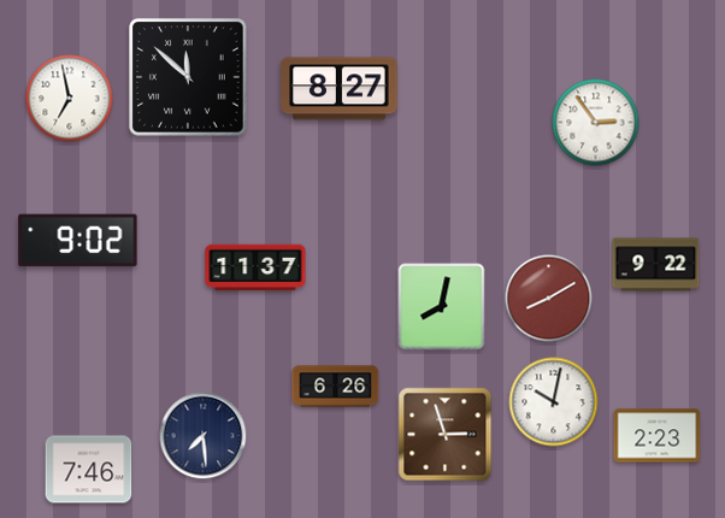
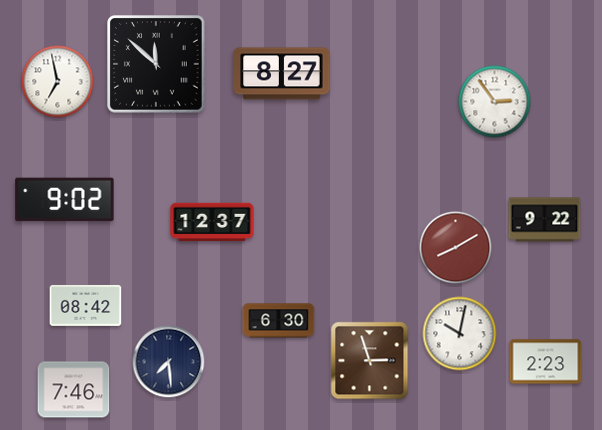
clock at (255, 267): 11:37 -> 12:37
clock at (442, 307): 8:02 -> none
clock at (86, 305): none -> 08:42
clock at (336, 387): 6:26 -> 6:30
